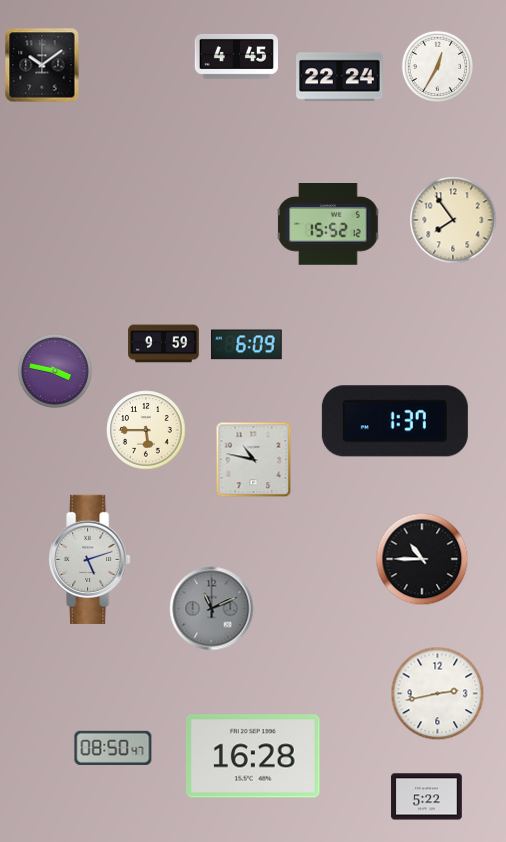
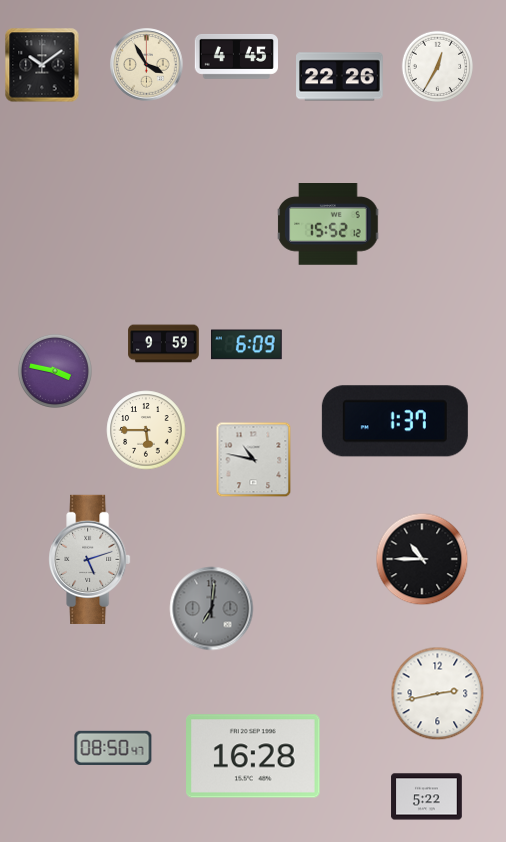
clock at (147, 65): none -> 3:55
clock at (340, 77): 22:24 -> 22:26
clock at (453, 220): 7:54 -> none
clock at (212, 609): 11:11 -> 7:01
